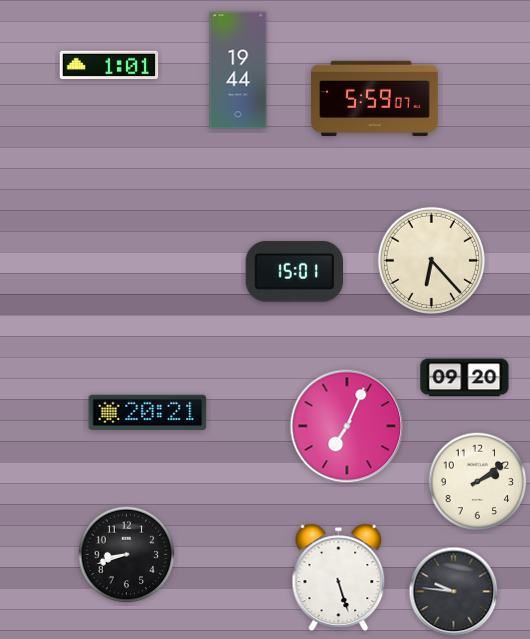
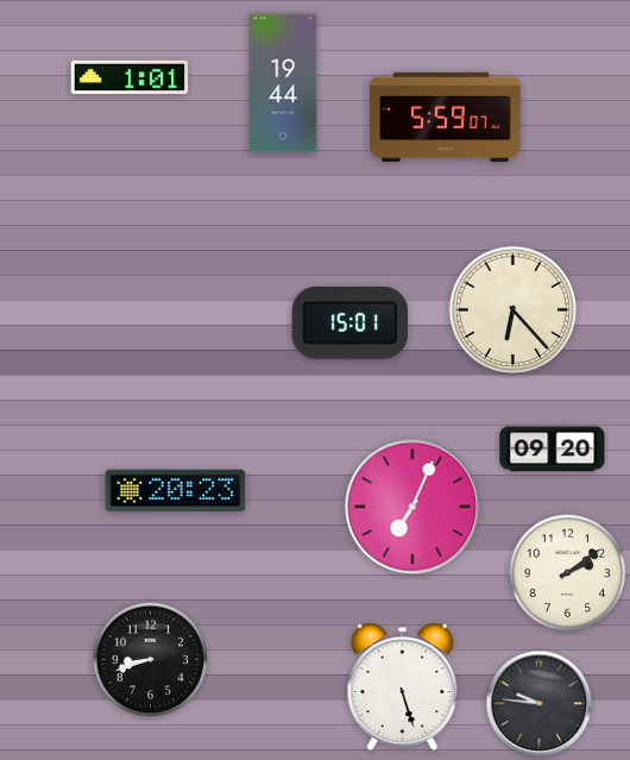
clock at (148, 413): 20:21 -> 20:23
